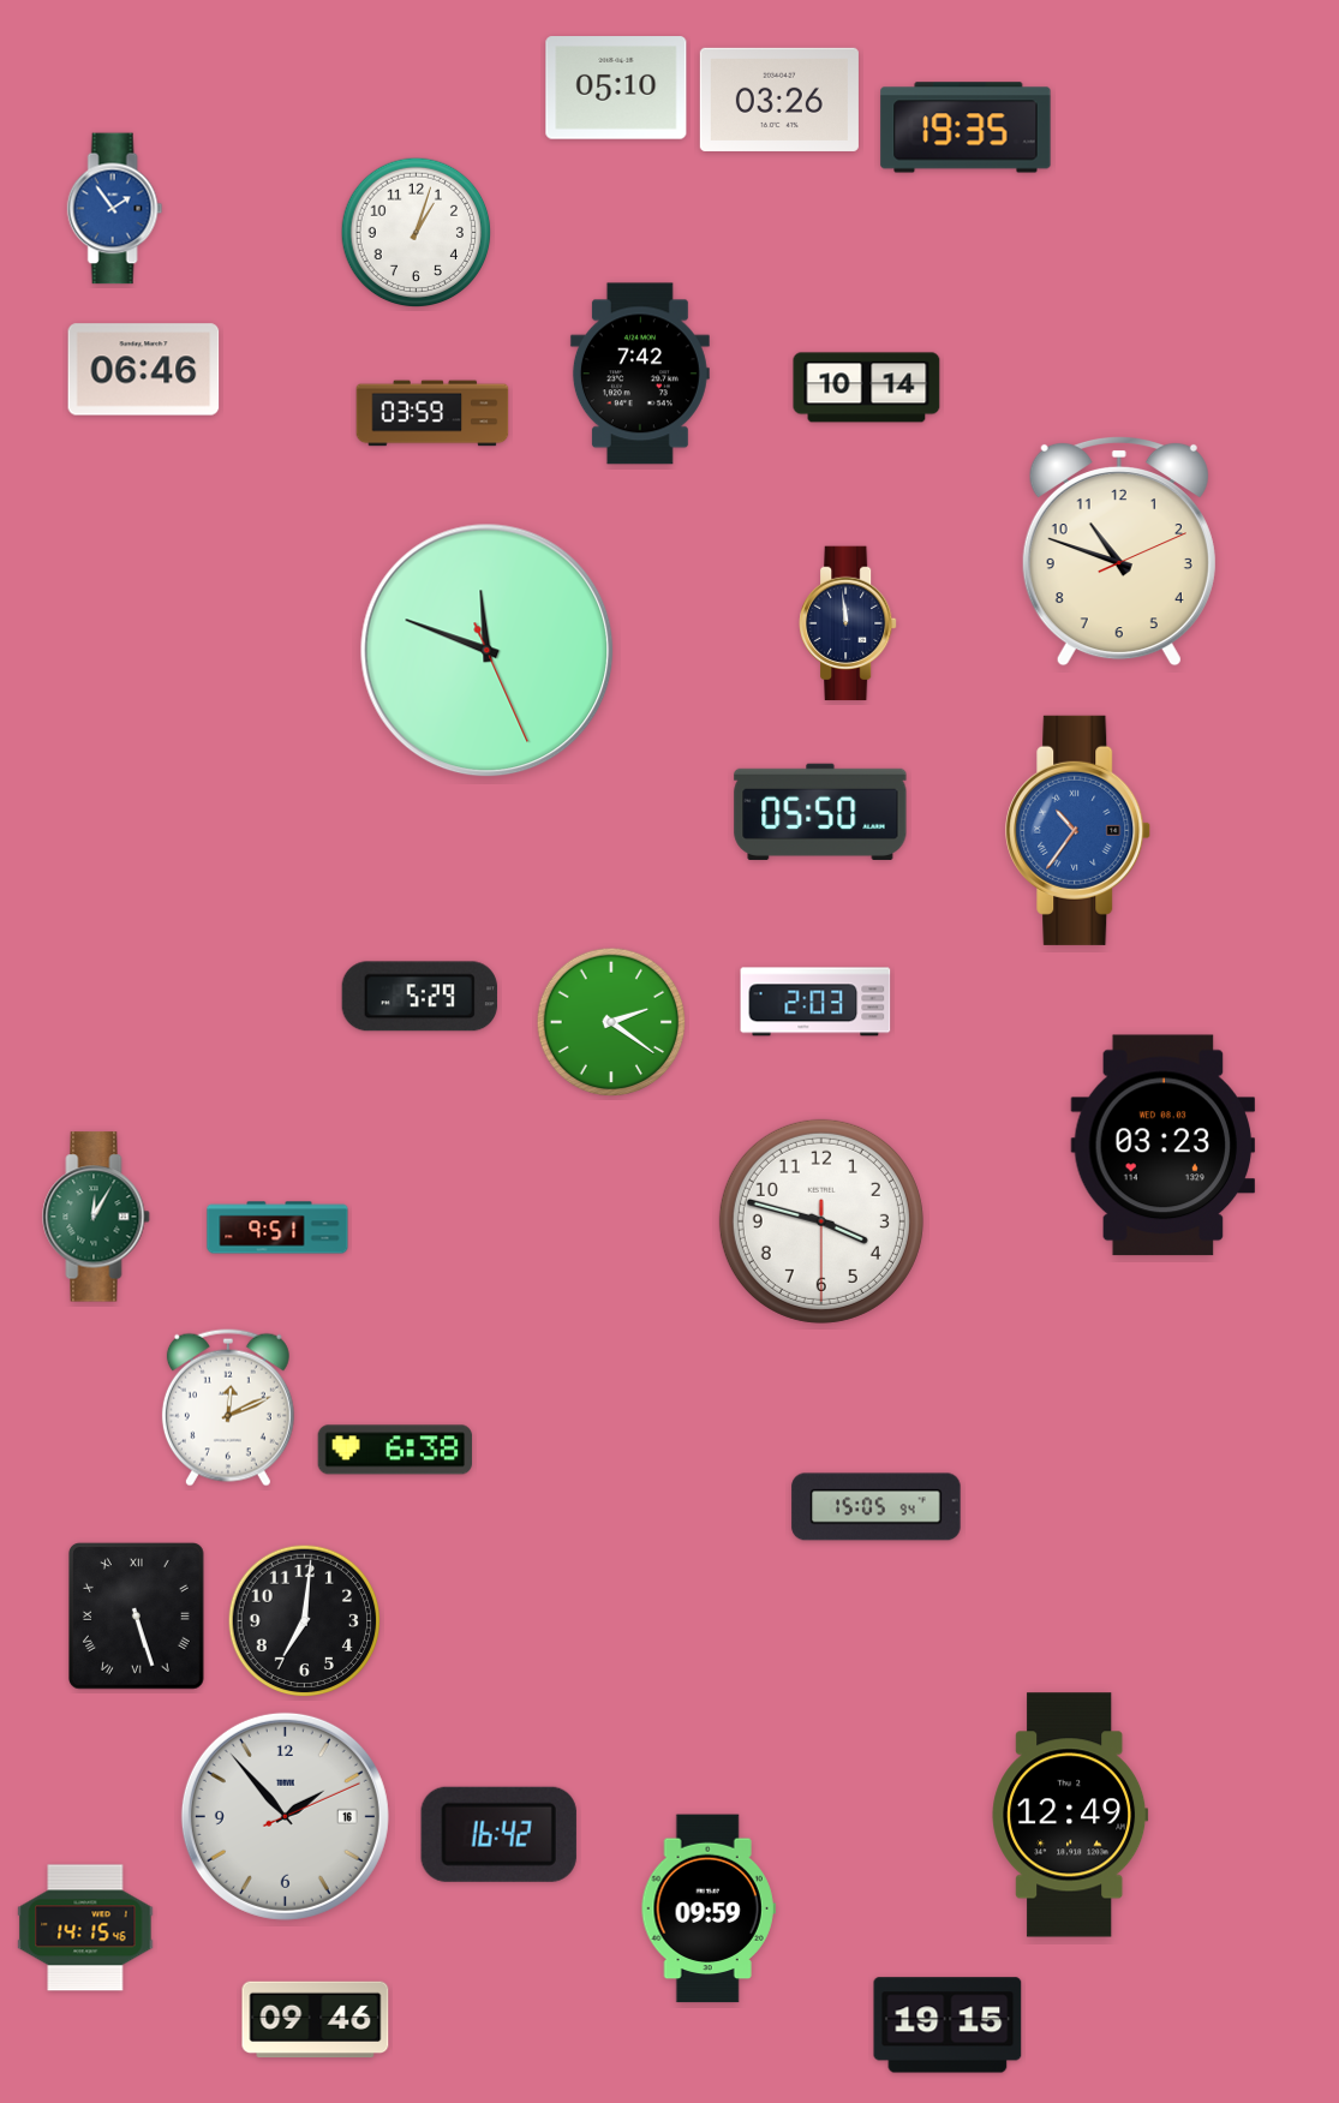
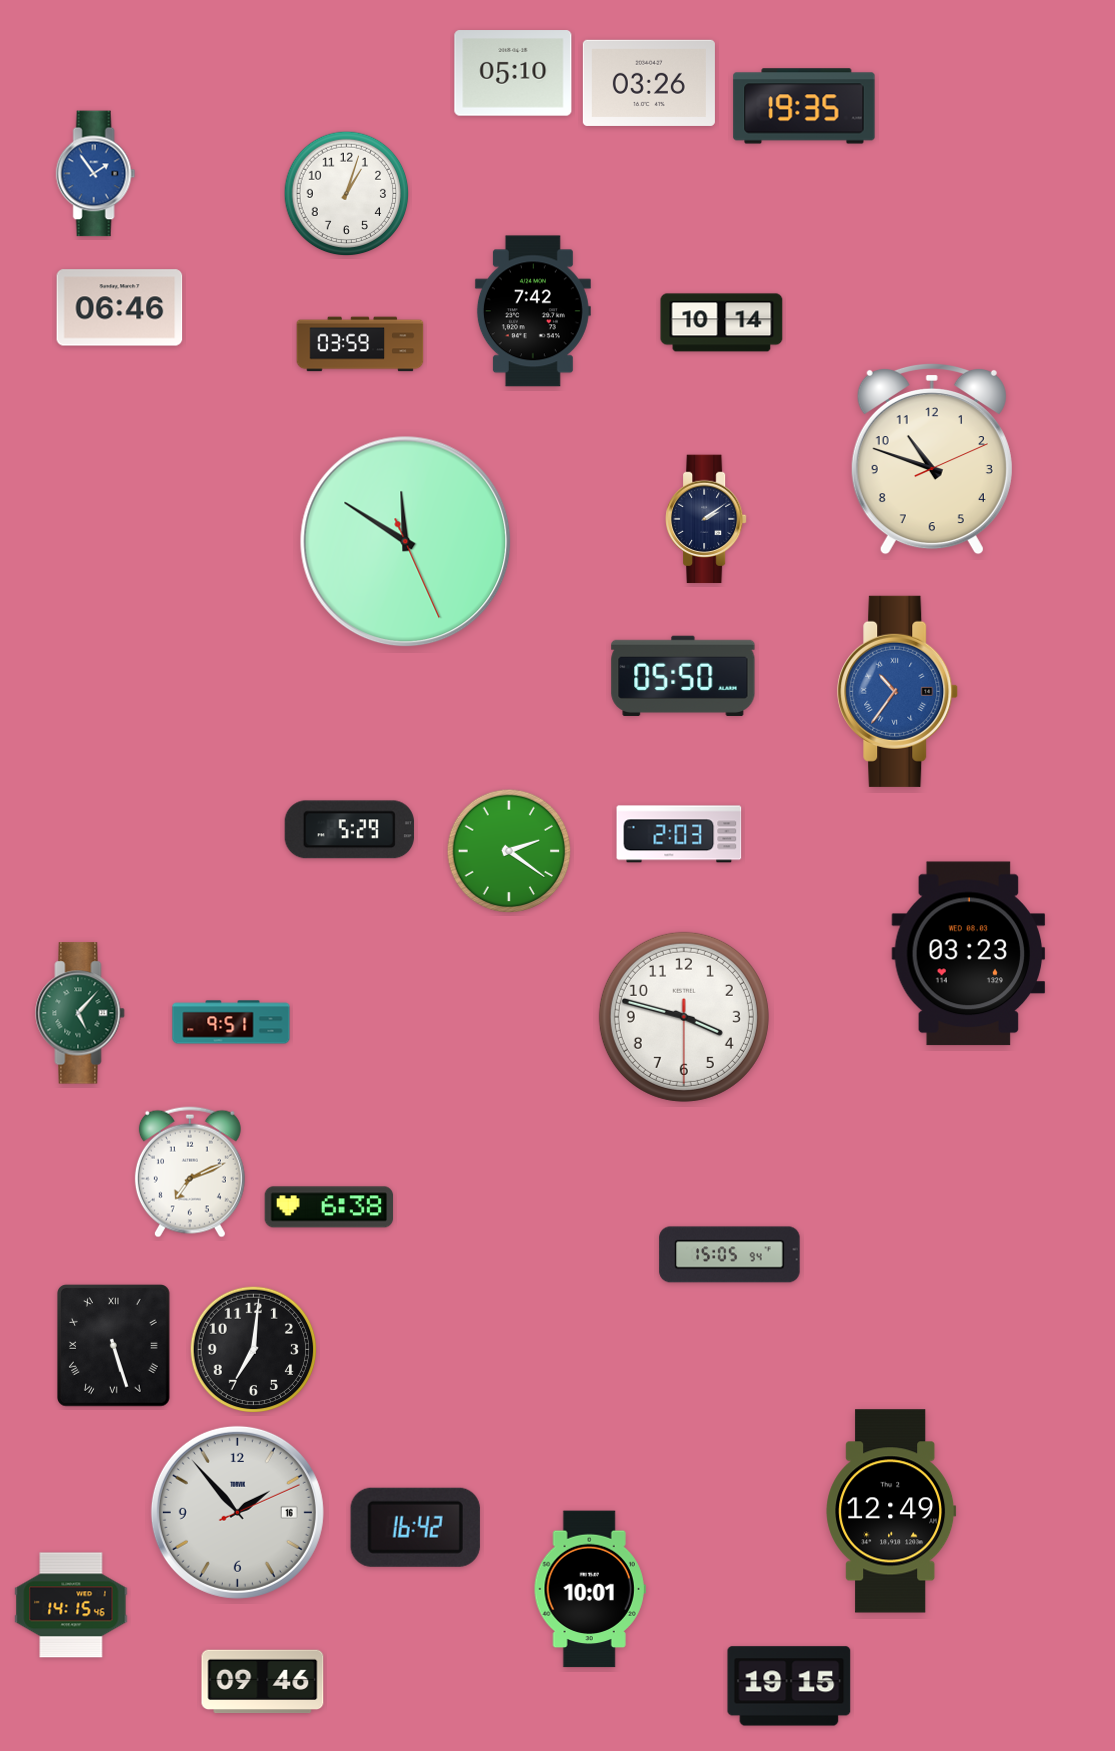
clock at (849, 623): 11:59 -> 2:09
clock at (488, 651): 11:48 -> 11:50
clock at (96, 1217): 12:05 -> 5:07
clock at (228, 1408): 12:11 -> 7:11
clock at (709, 1908): 09:59 -> 10:01
